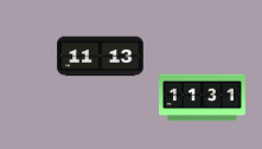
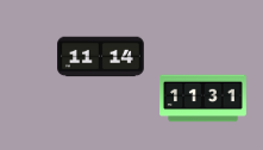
clock at (101, 57): 11:13 -> 11:14
